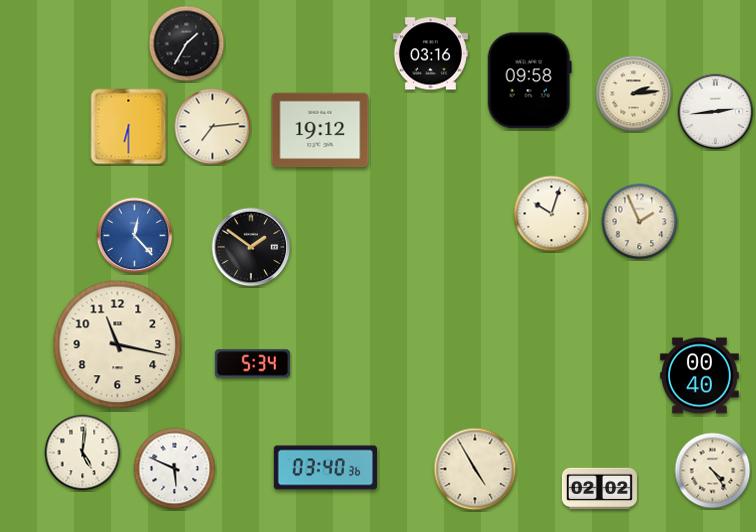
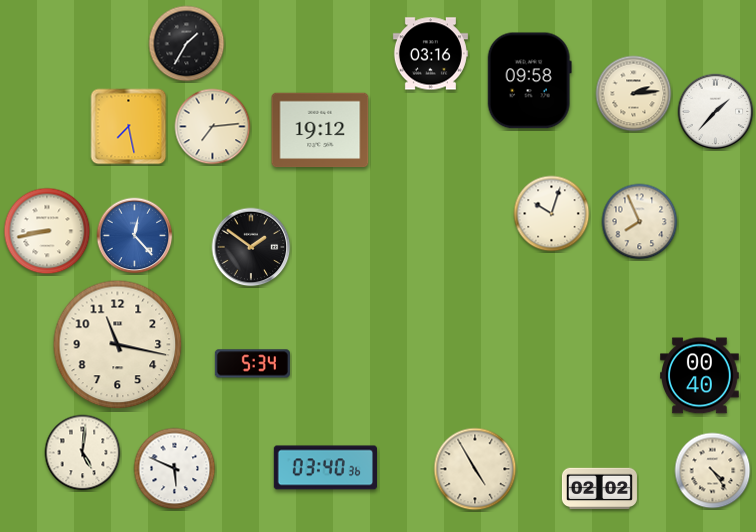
clock at (716, 112): 2:44 -> 1:37
clock at (129, 127): 6:30 -> 7:28
clock at (640, 222): 1:56 -> 7:56
clock at (47, 231): none -> 8:43
